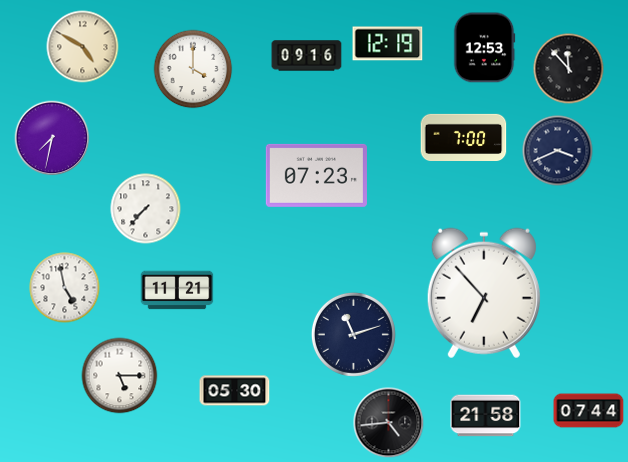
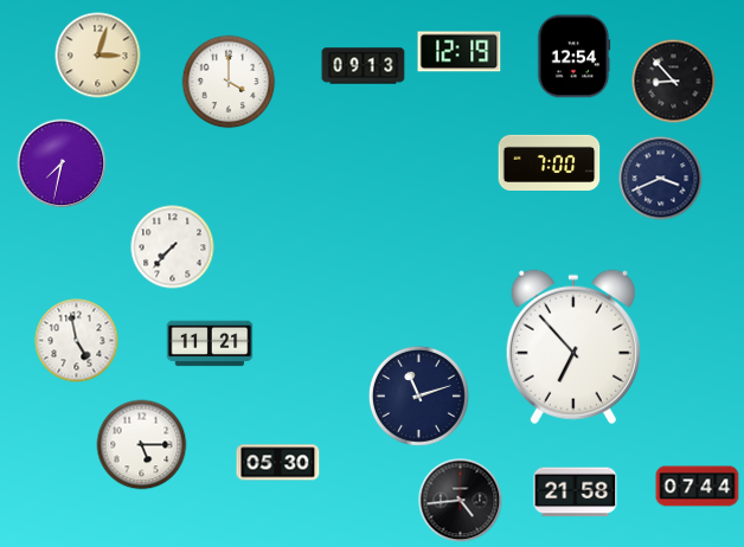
clock at (83, 47): 4:50 -> 3:03
clock at (484, 48): 12:53 -> 12:54
clock at (307, 56): 09:16 -> 09:13
clock at (569, 69): 11:53 -> 8:53
clock at (316, 175): 07:23 -> none
